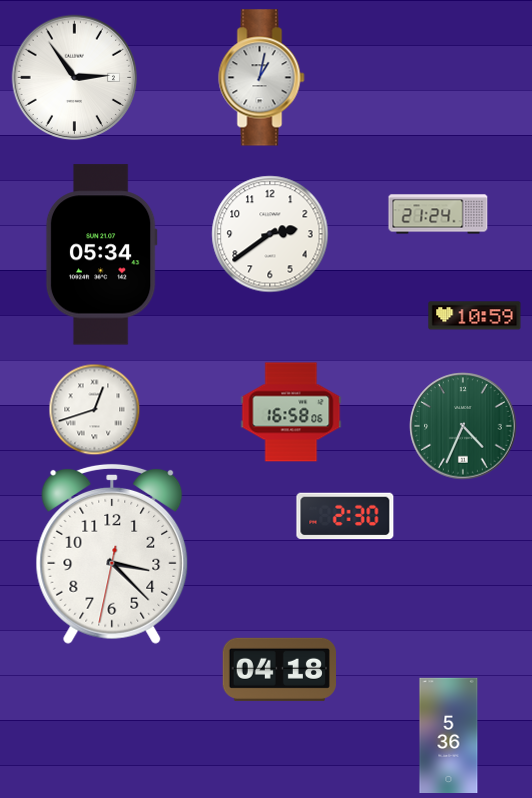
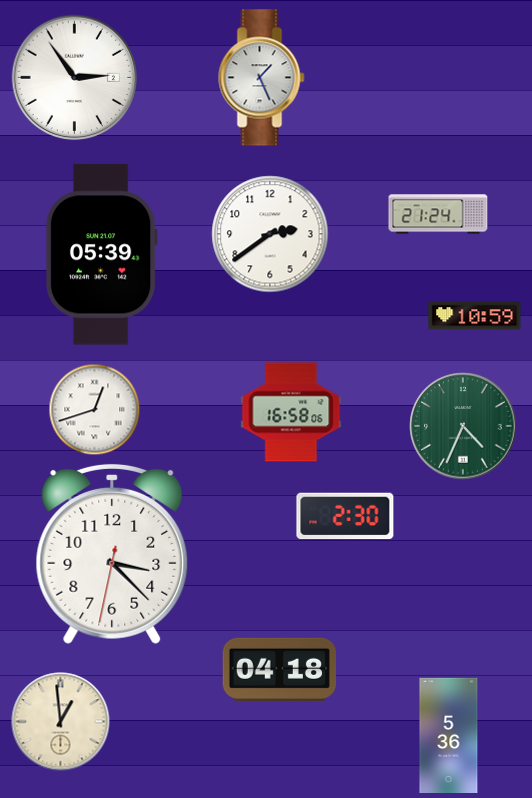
clock at (262, 78): 1:02 -> 1:26
clock at (101, 255): 05:34 -> 05:39
clock at (61, 722): none -> 12:59
